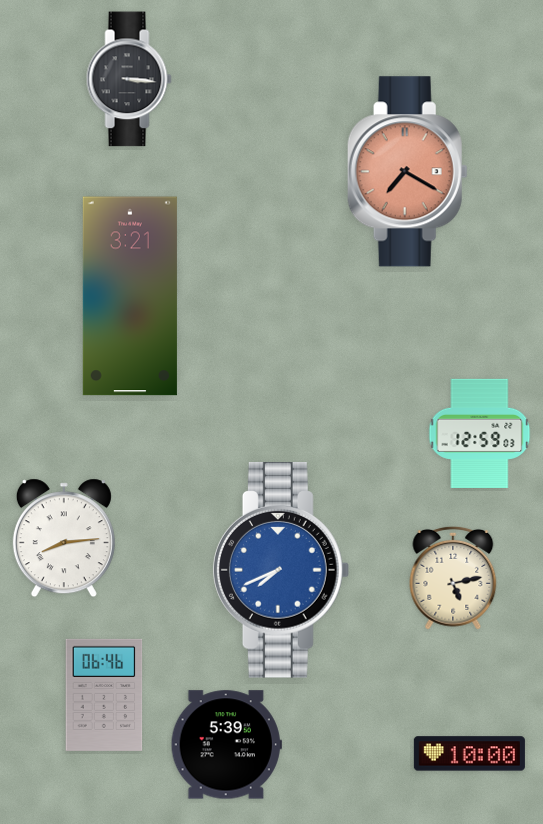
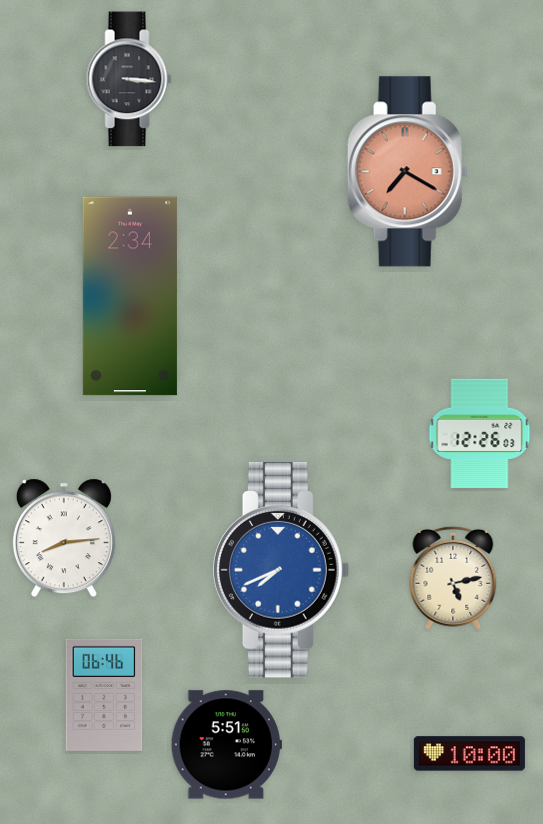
clock at (130, 296): 3:21 -> 2:34
clock at (480, 433): 12:59 -> 12:26
clock at (226, 745): 5:39 -> 5:51
